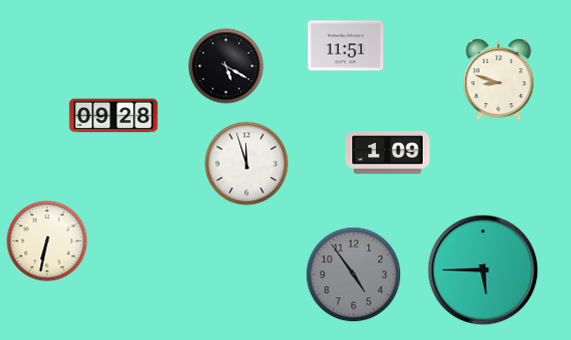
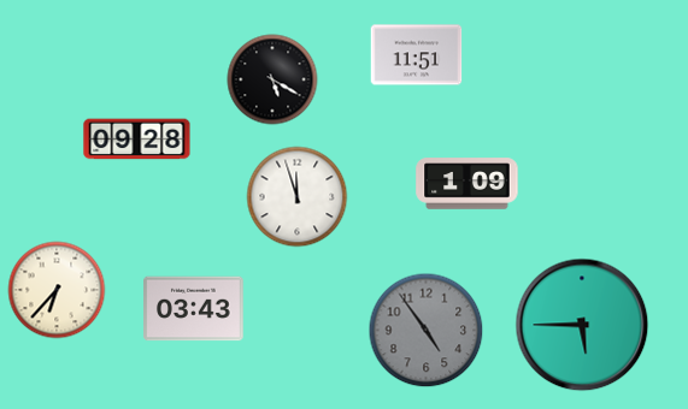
clock at (499, 80): 8:48 -> none
clock at (47, 241): 6:32 -> 6:37
clock at (194, 309): none -> 03:43
